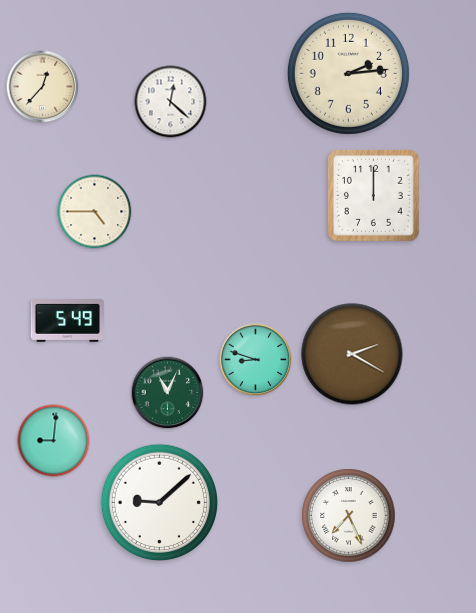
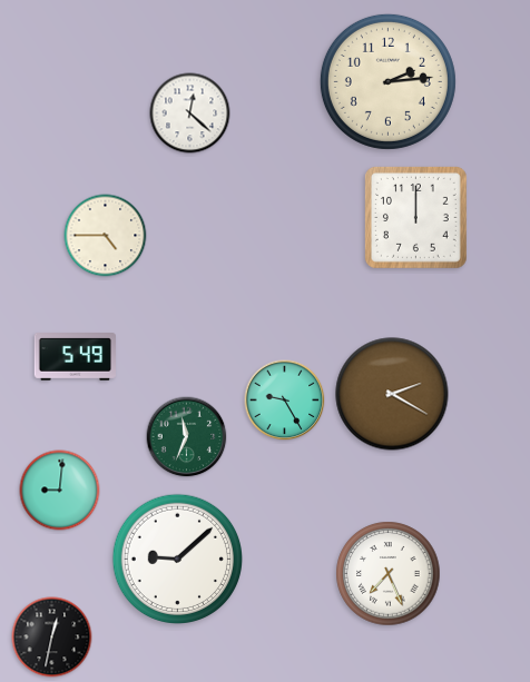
clock at (43, 87): 12:37 -> none
clock at (256, 360): 8:48 -> 9:25
clock at (168, 393): 11:04 -> 11:34
clock at (52, 637): none -> 12:32
